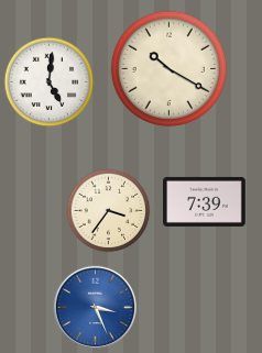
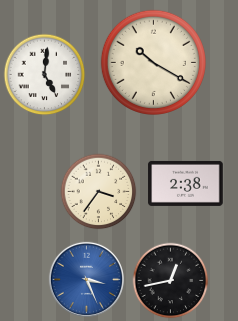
clock at (205, 201): 7:39 -> 2:38
clock at (171, 281): none -> 12:43
